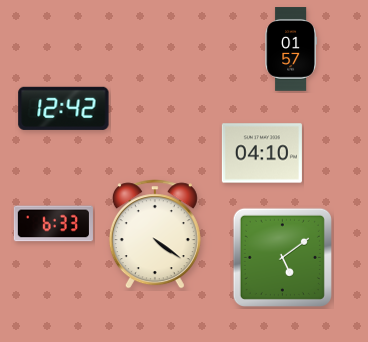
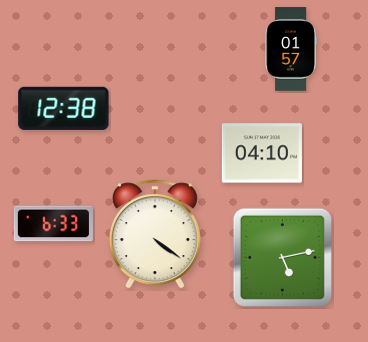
clock at (64, 108): 12:42 -> 12:38
clock at (282, 257): 5:09 -> 5:13
